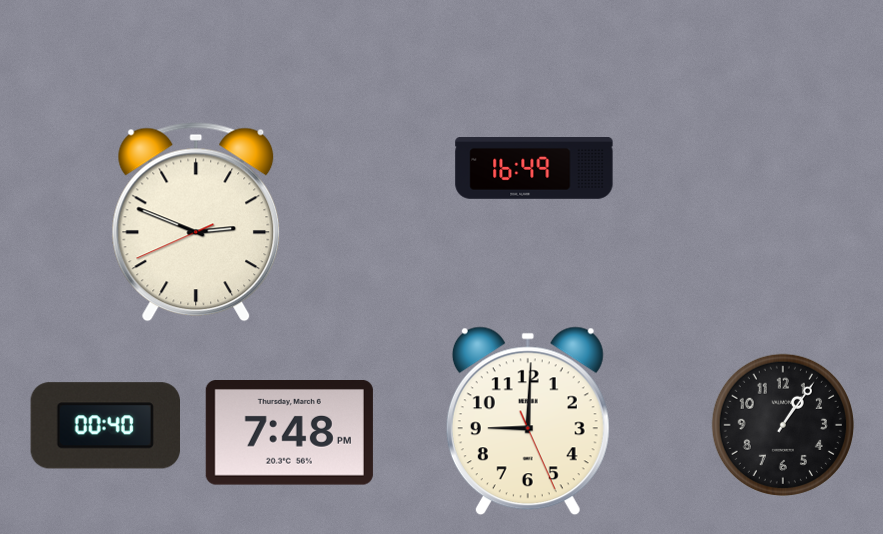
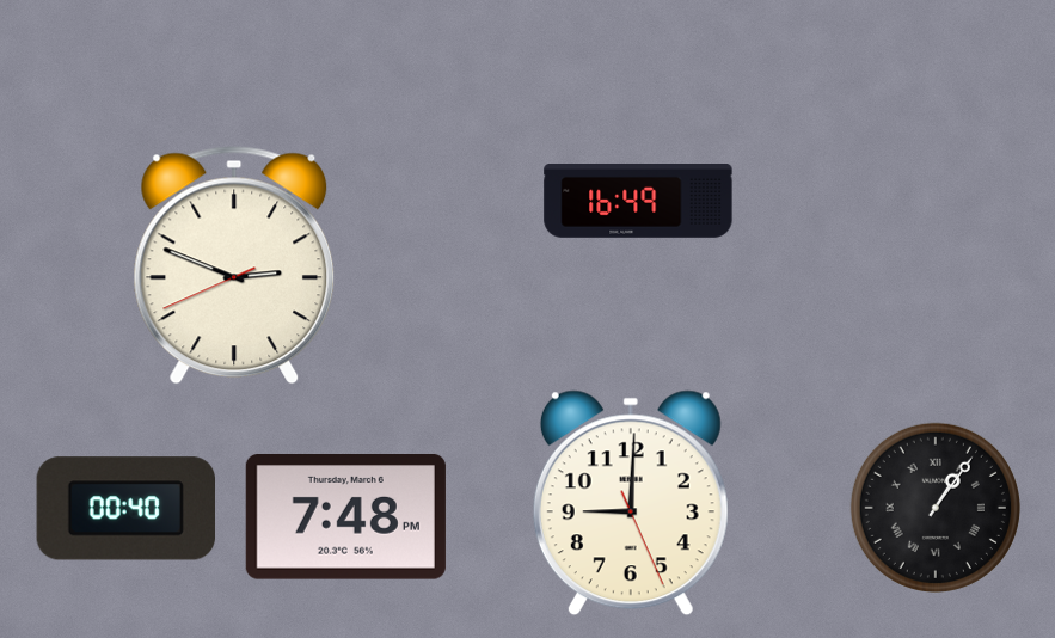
clock at (783, 425) numerals: Arabic -> Roman
